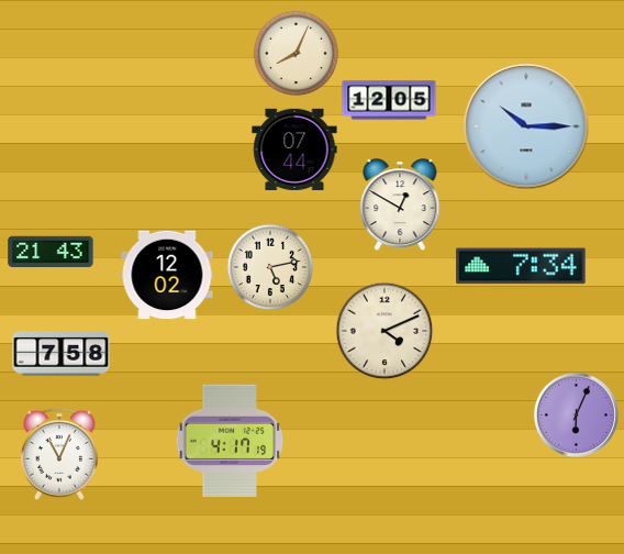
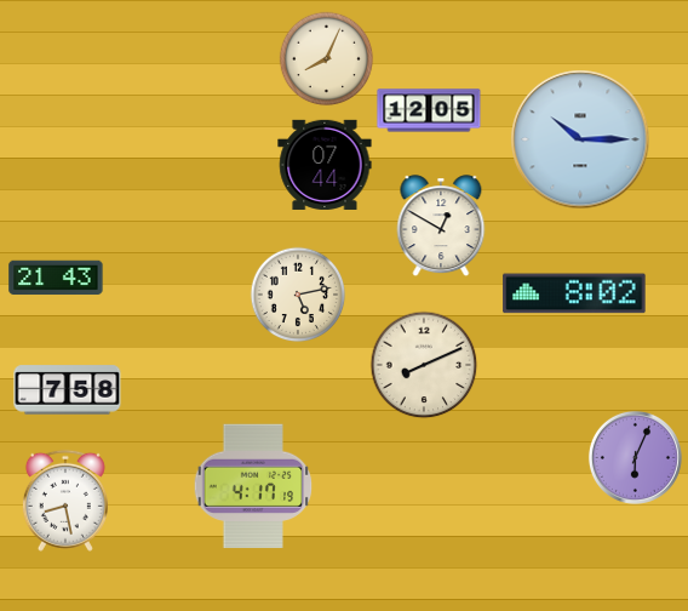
clock at (521, 266): 7:34 -> 8:02
clock at (167, 275): 12:02 -> none
clock at (385, 331): 4:11 -> 8:11
clock at (59, 454): 11:04 -> 8:28
